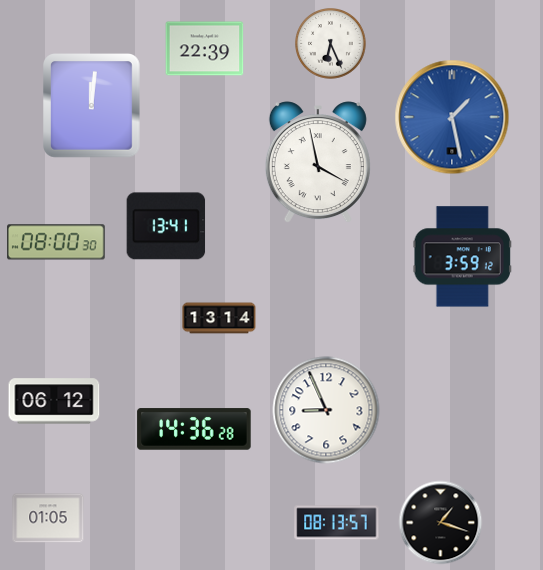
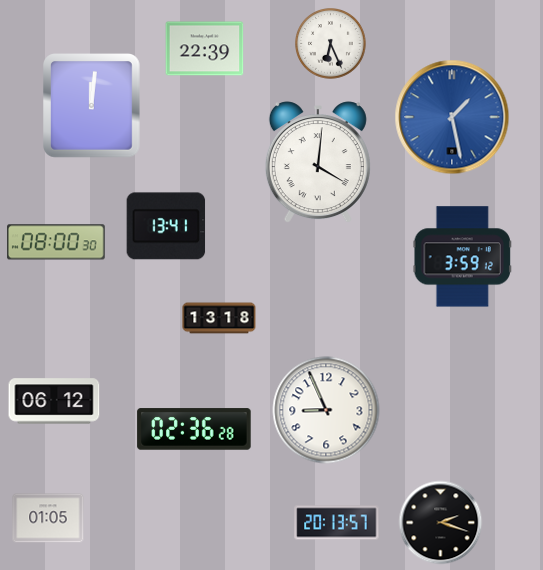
clock at (318, 163): 3:58 -> 4:01
clock at (219, 318): 13:14 -> 13:18
clock at (194, 429): 14:36 -> 02:36
clock at (337, 523): 08:13 -> 20:13
clock at (441, 523): 1:18 -> 2:18
